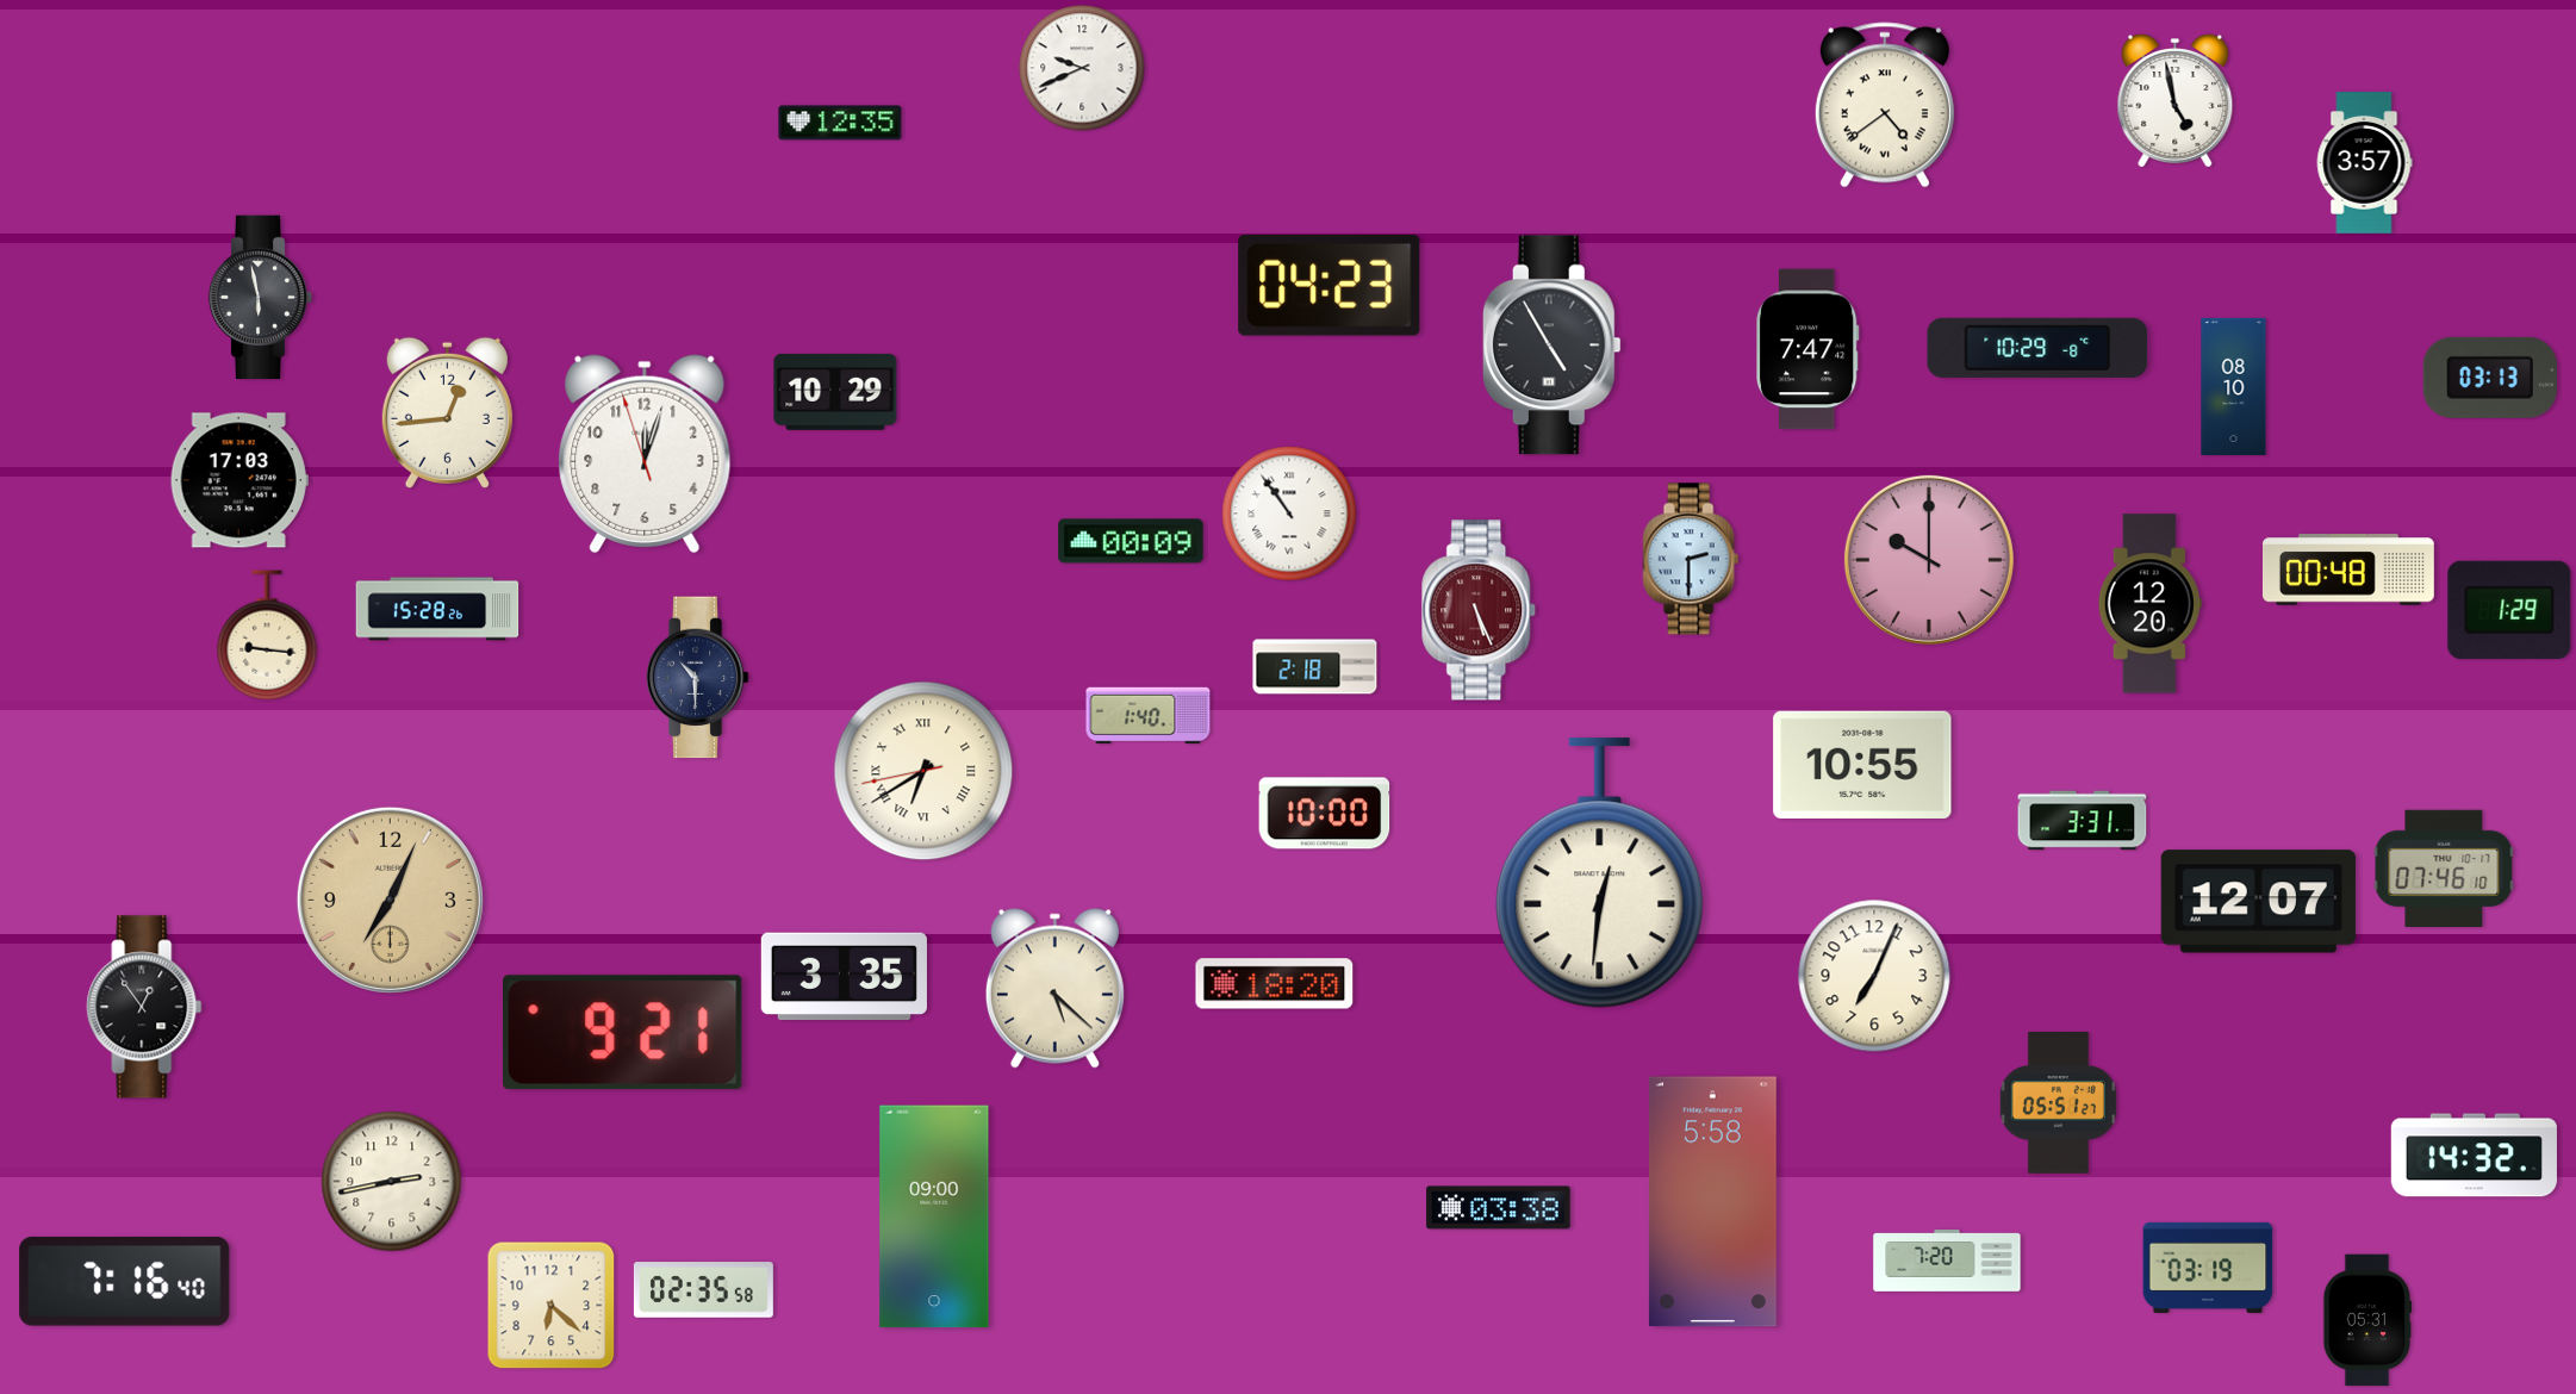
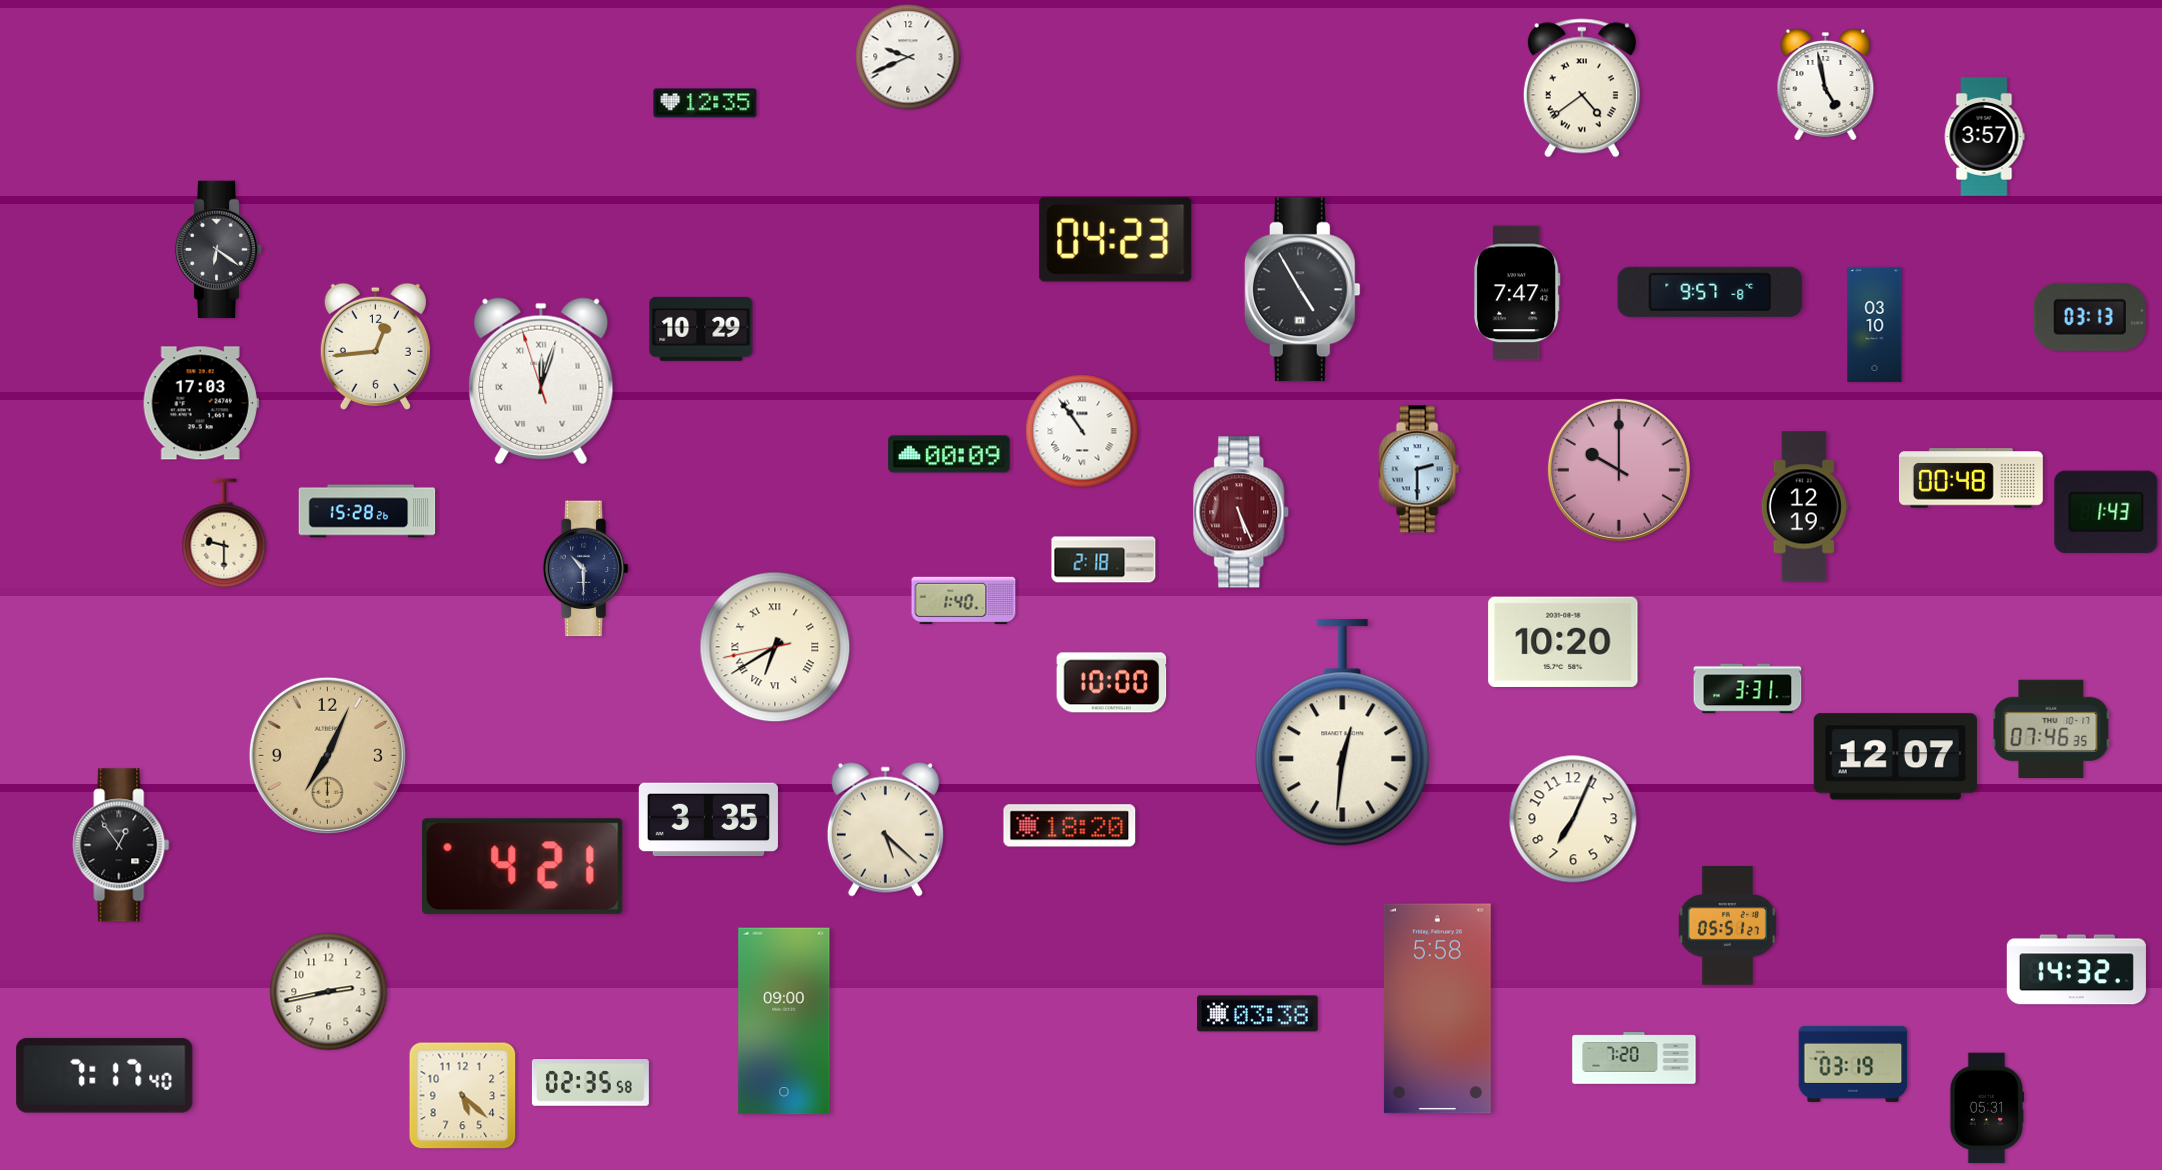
clock at (261, 298): 5:58 -> 6:21
clock at (2037, 348): 10:29 -> 9:57
clock at (2234, 386): 08:10 -> 03:10
clock at (645, 454) numerals: Arabic -> Roman
clock at (2149, 604): 12:20 -> 12:19
clock at (2509, 610): 1:29 -> 1:43
clock at (267, 635): 9:16 -> 9:30
clock at (1862, 765): 10:55 -> 10:20
clock at (2444, 869): 07:46:10 -> 07:46:35
clock at (623, 1033): 9:21 -> 4:21
clock at (125, 1281): 7:16 -> 7:17
clock at (552, 1306): 6:22 -> 5:22
